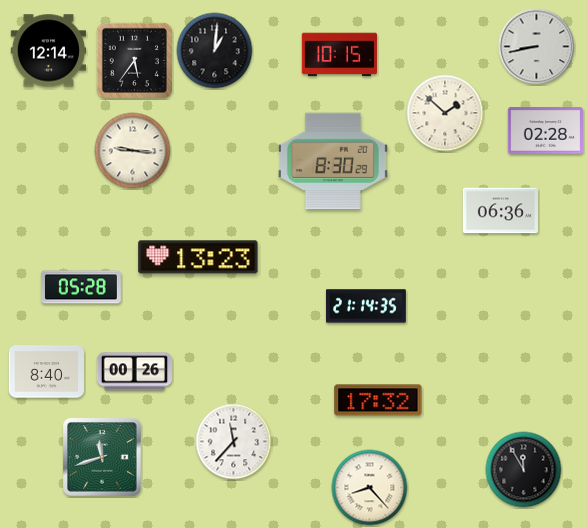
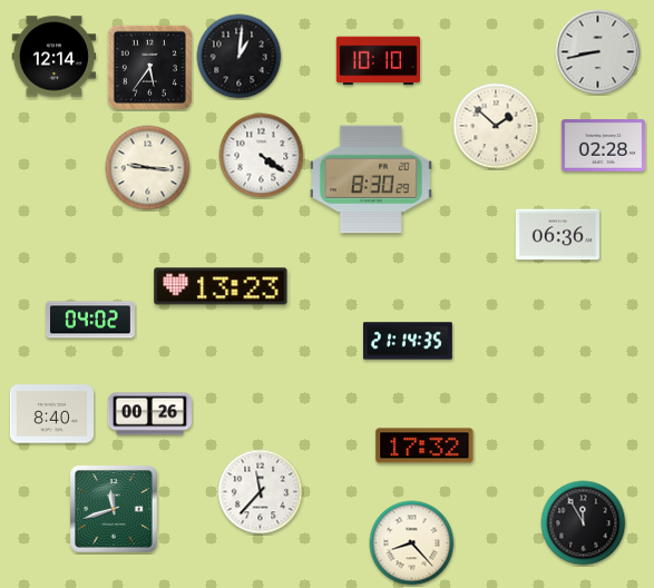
clock at (339, 55): 10:15 -> 10:10
clock at (545, 131) position: (545, 131) -> (603, 146)
clock at (262, 156): none -> 4:21
clock at (82, 287): 05:28 -> 04:02
clock at (378, 400) position: (378, 400) -> (424, 445)
